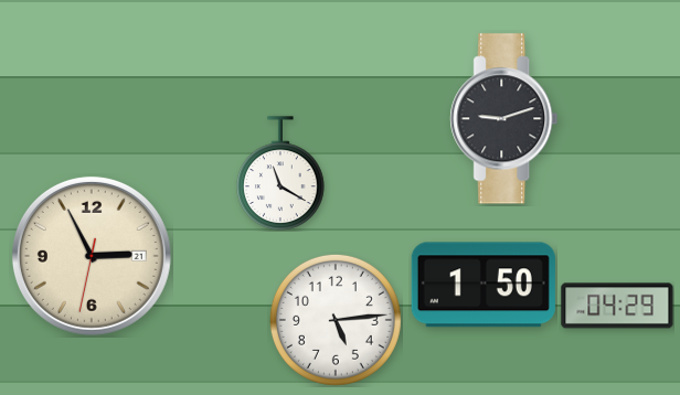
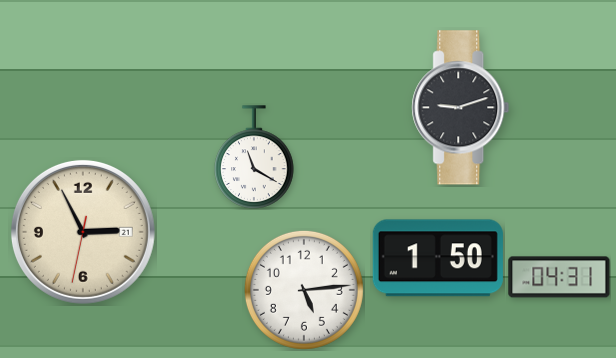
clock at (504, 119) position: (504, 119) -> (461, 108)
clock at (617, 306): 04:29 -> 04:31
